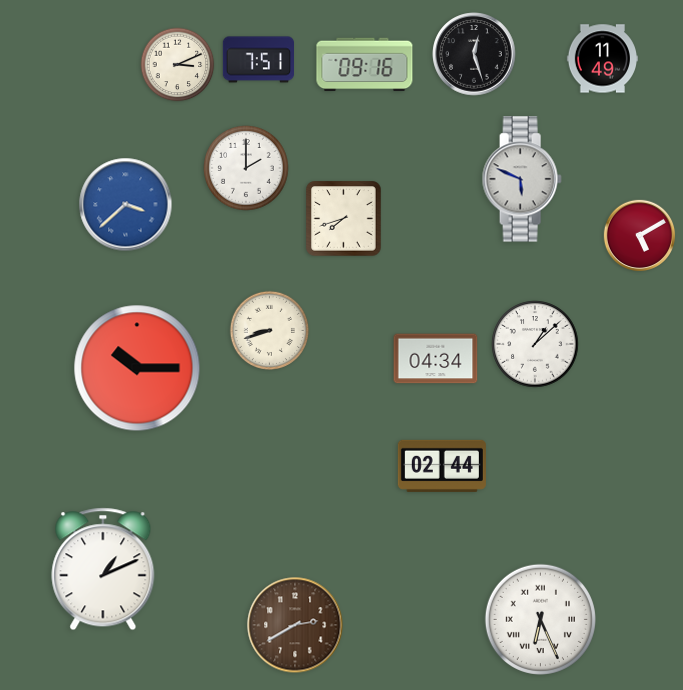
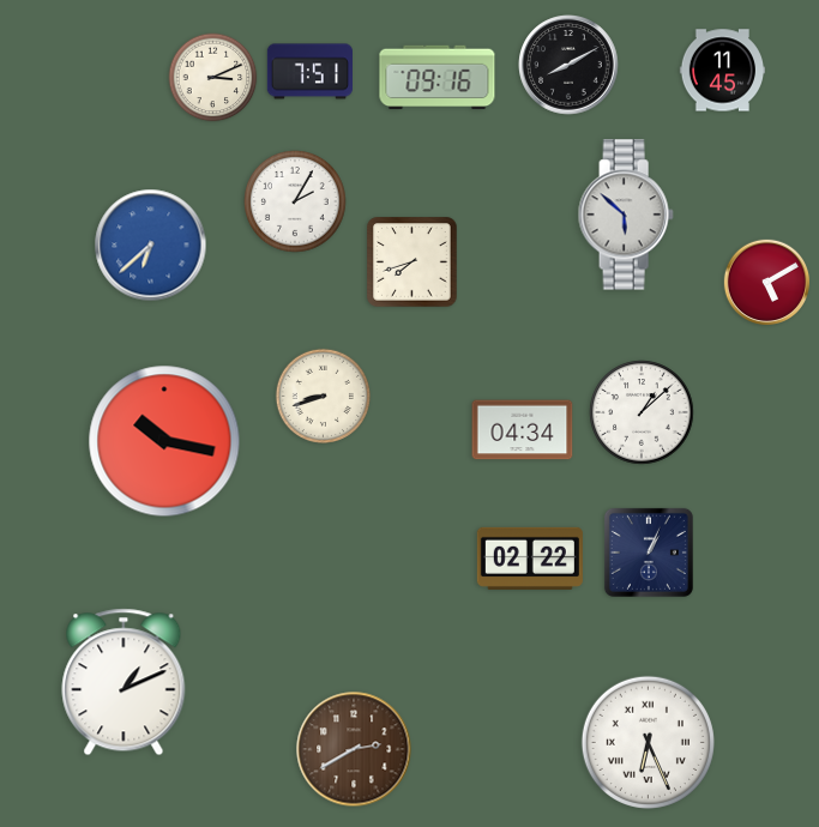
clock at (474, 54): 12:27 -> 8:10
clock at (602, 59): 11:49 -> 11:45
clock at (246, 168): 2:00 -> 2:05
clock at (522, 179): 5:49 -> 5:52
clock at (126, 205): 3:38 -> 6:38
clock at (137, 368): 10:15 -> 10:17
clock at (649, 553): none -> 1:04
clock at (442, 466): 02:44 -> 02:22
